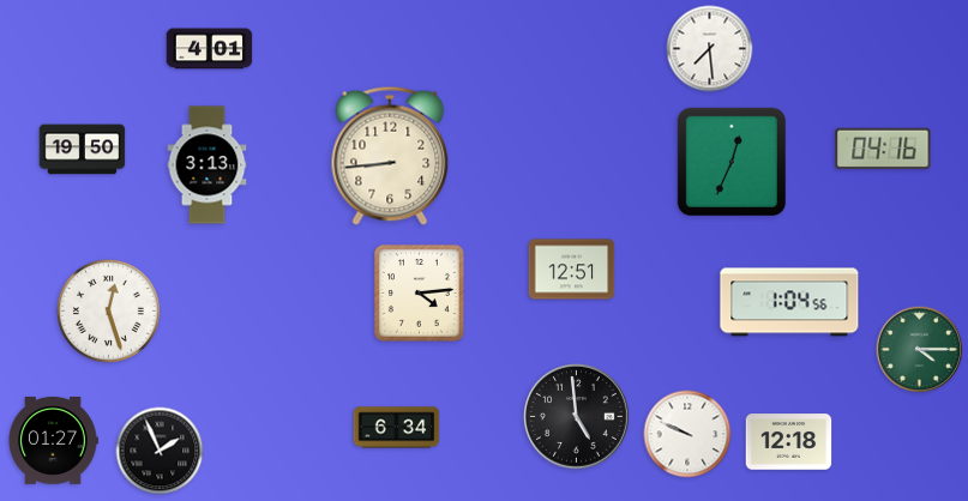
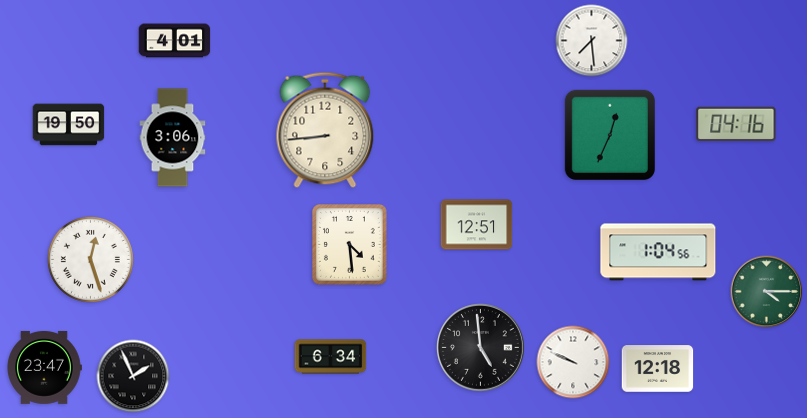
clock at (208, 165): 3:13 -> 3:06
clock at (420, 294): 4:14 -> 4:29
clock at (53, 440): 01:27 -> 23:47
